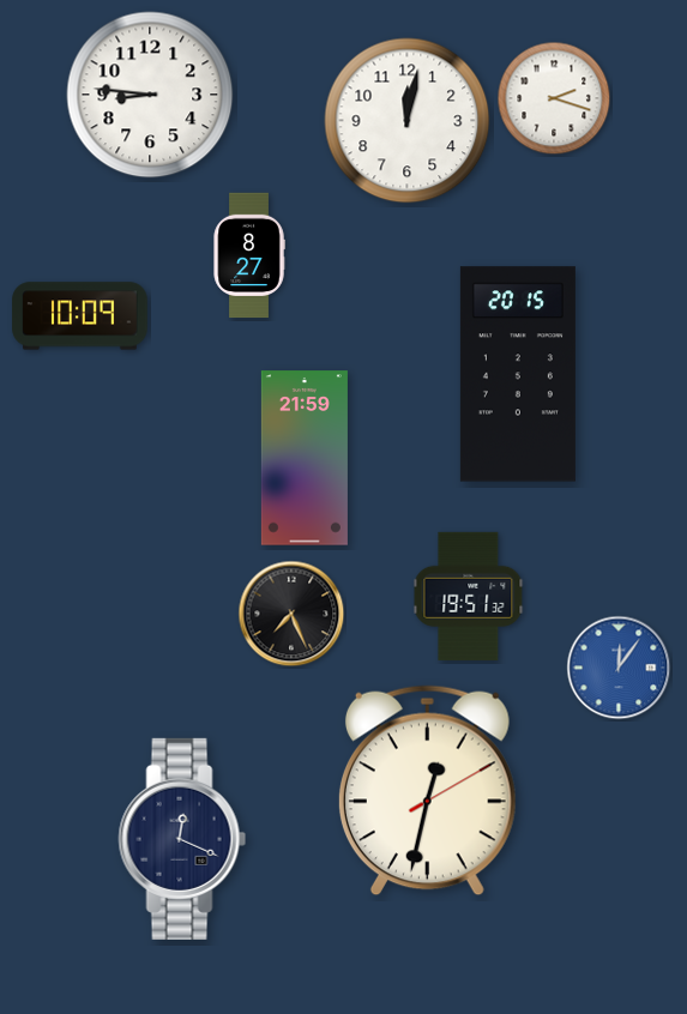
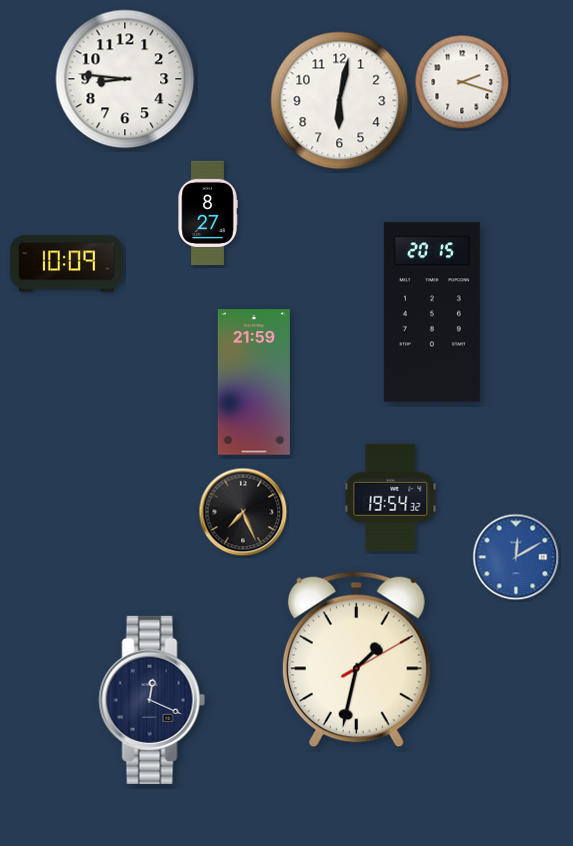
clock at (408, 121): 12:02 -> 6:02
clock at (469, 596): 19:51 -> 19:54
clock at (619, 668): 12:06 -> 12:10
clock at (427, 791): 12:32 -> 1:32
